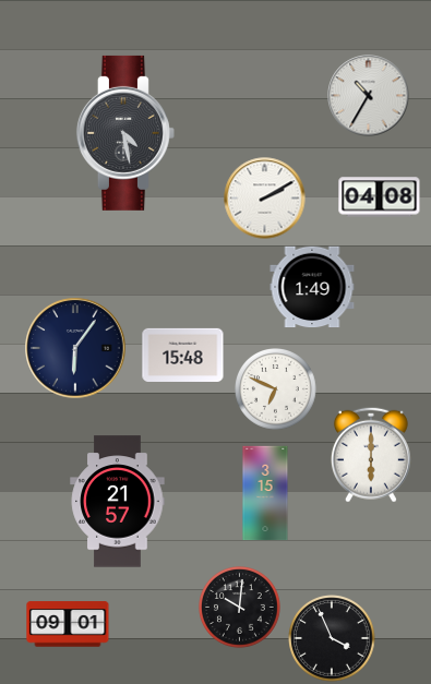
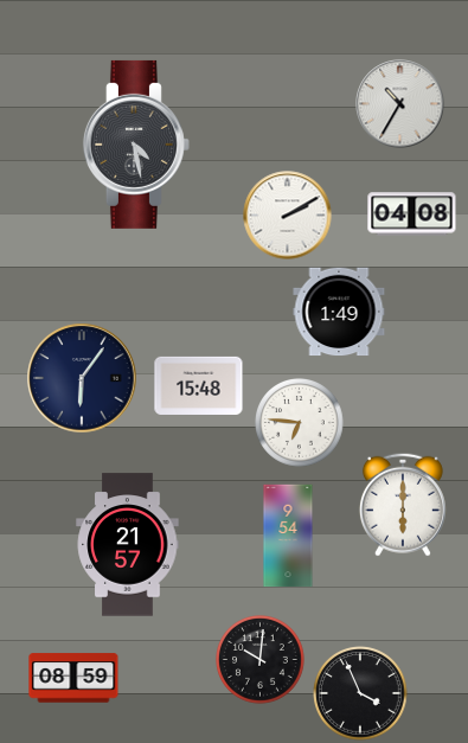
clock at (276, 389): 6:49 -> 6:46
clock at (371, 455) position: (371, 455) -> (403, 505)
clock at (265, 493): 3:15 -> 9:54
clock at (68, 624): 09:01 -> 08:59
